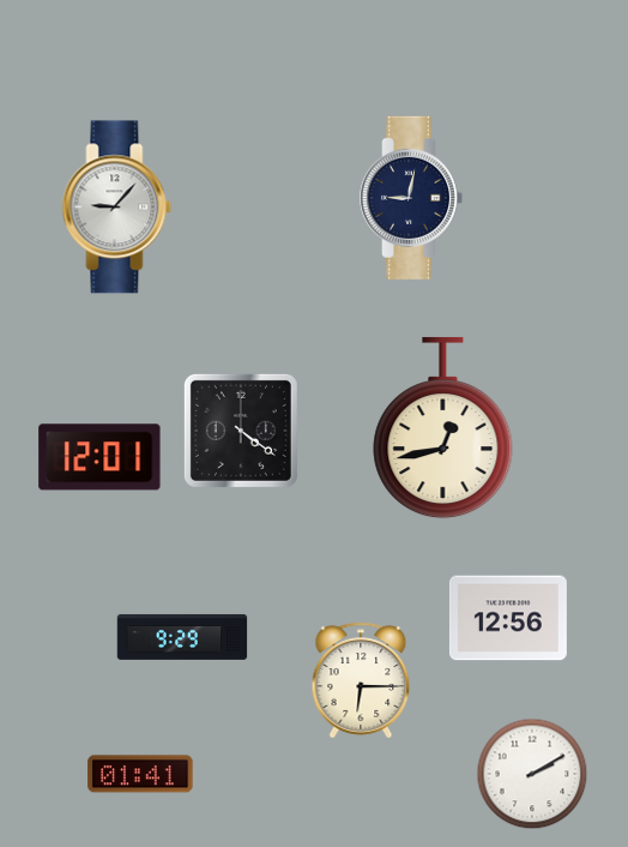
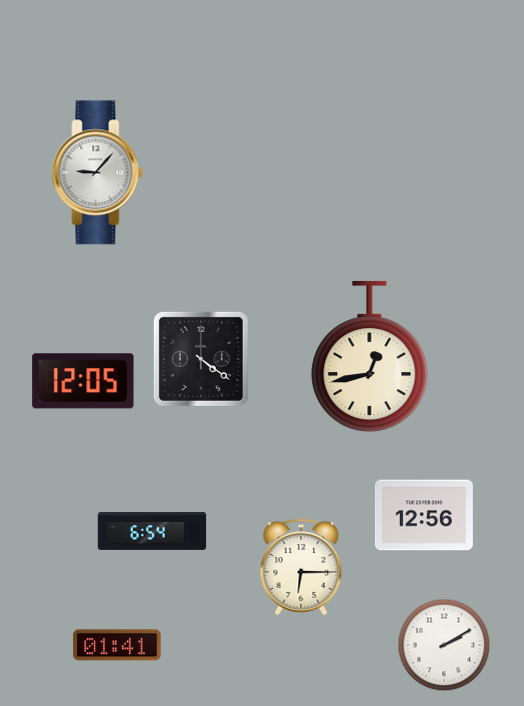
clock at (412, 198): 9:02 -> none
clock at (99, 457): 12:01 -> 12:05
clock at (182, 637): 9:29 -> 6:54
